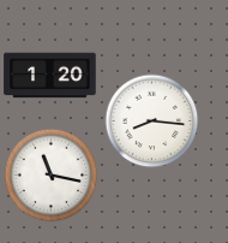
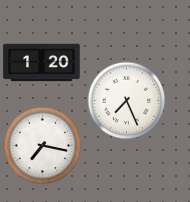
clock at (151, 120): 8:16 -> 7:26
clock at (50, 174): 11:17 -> 7:17
